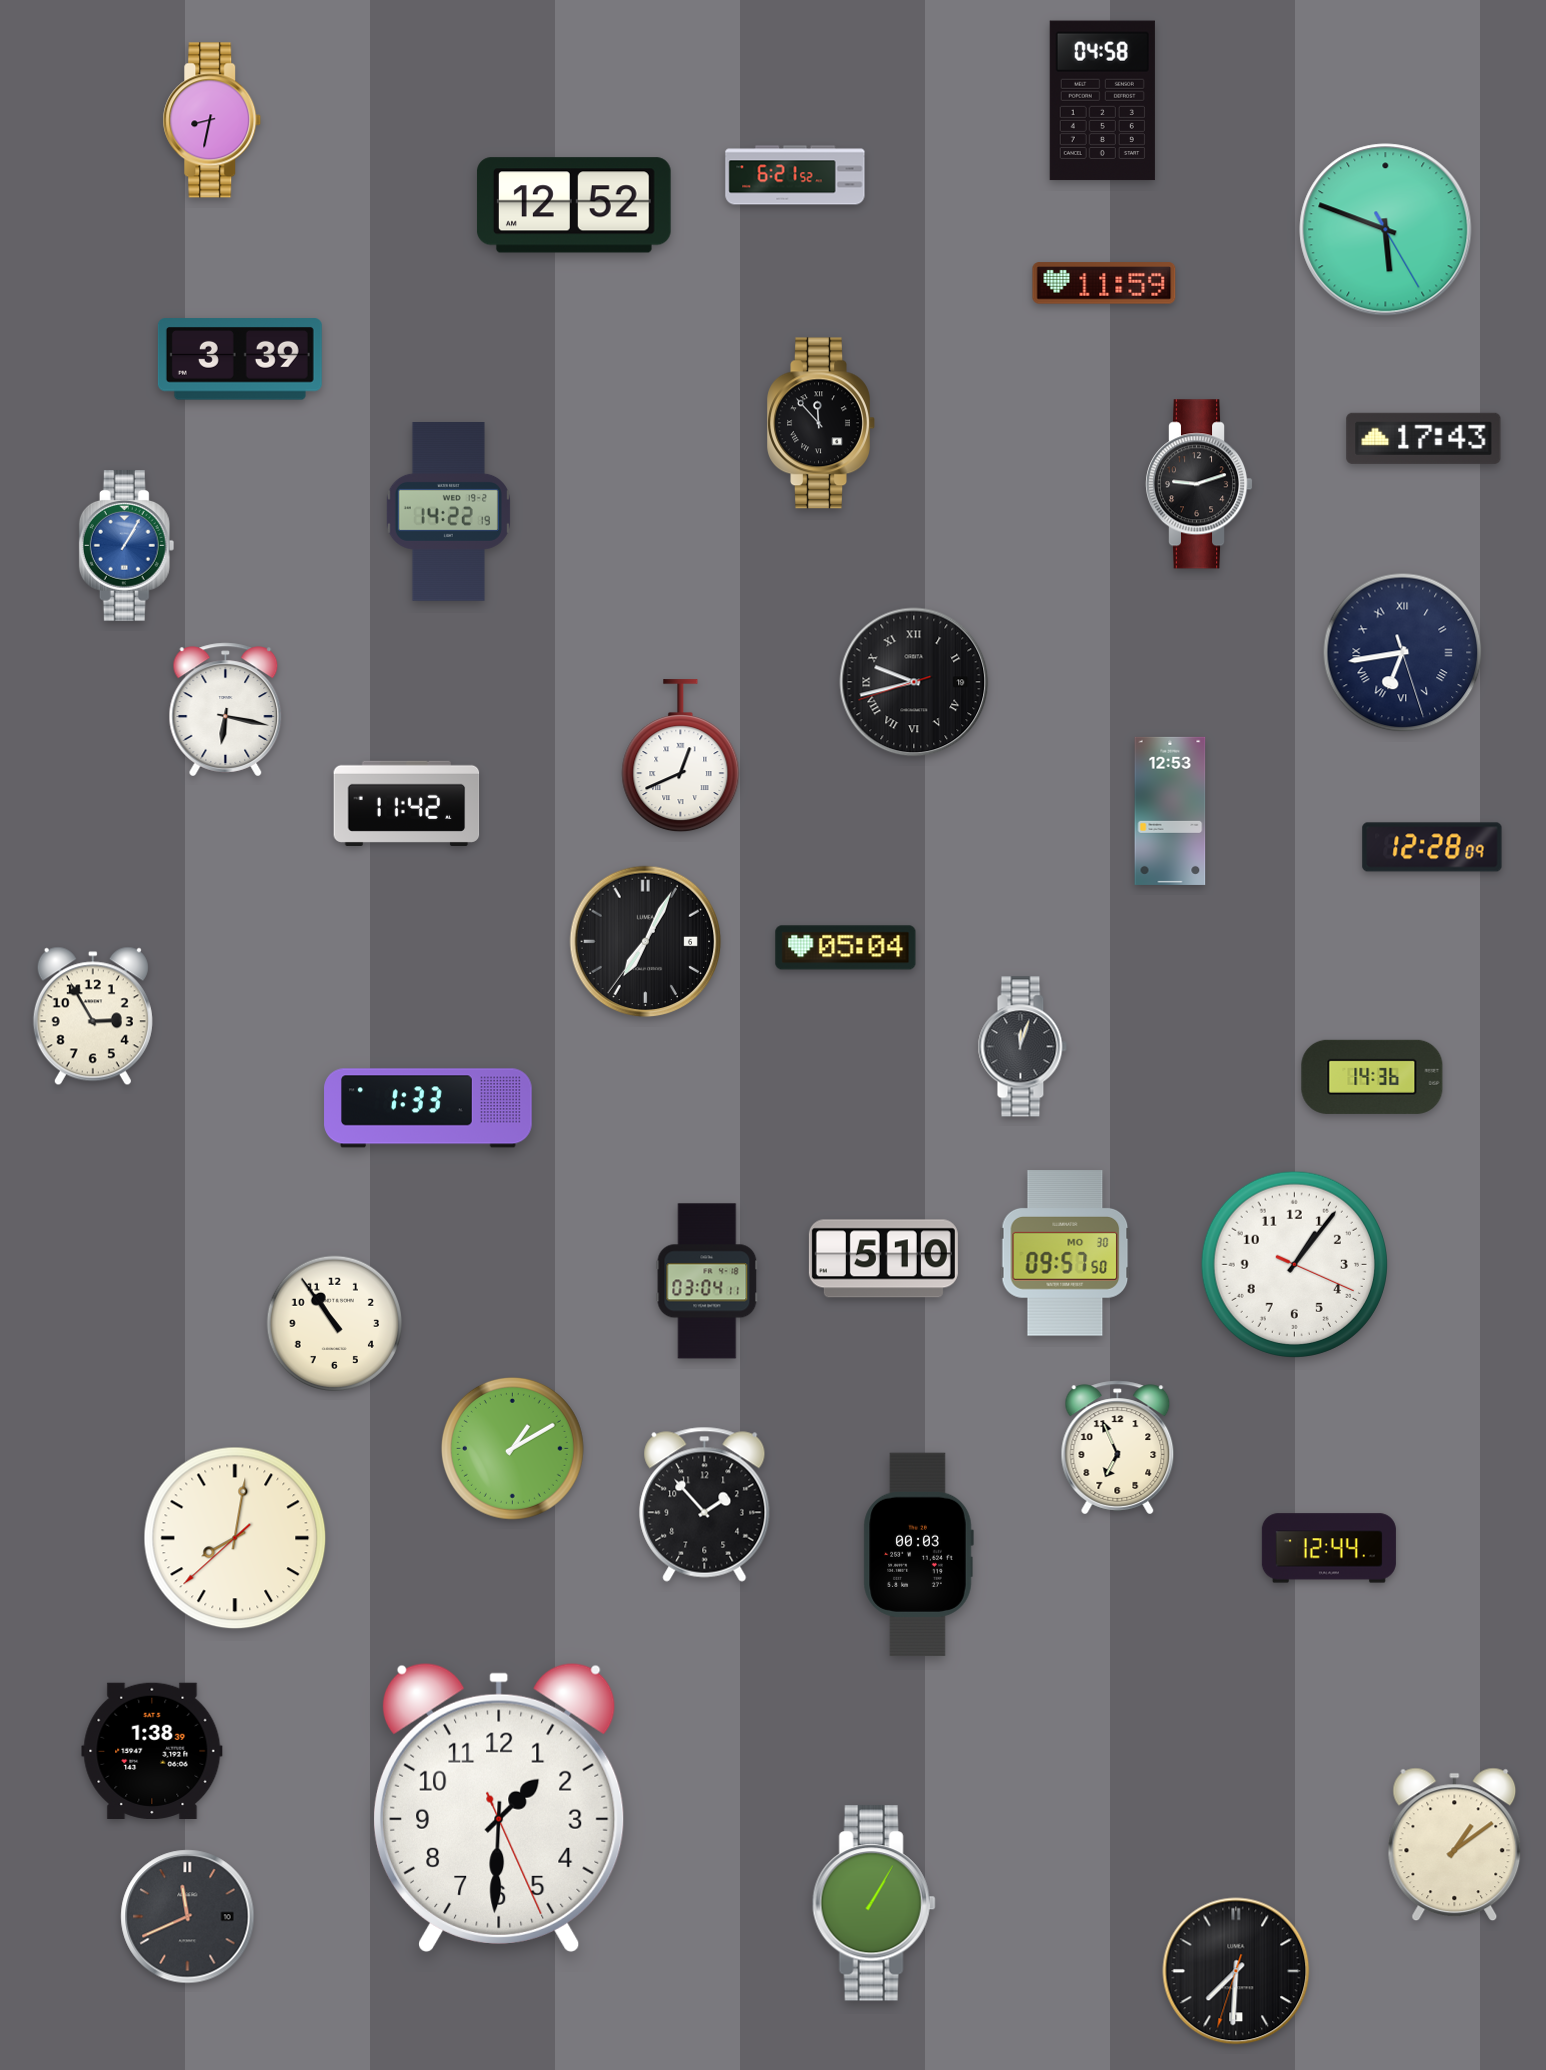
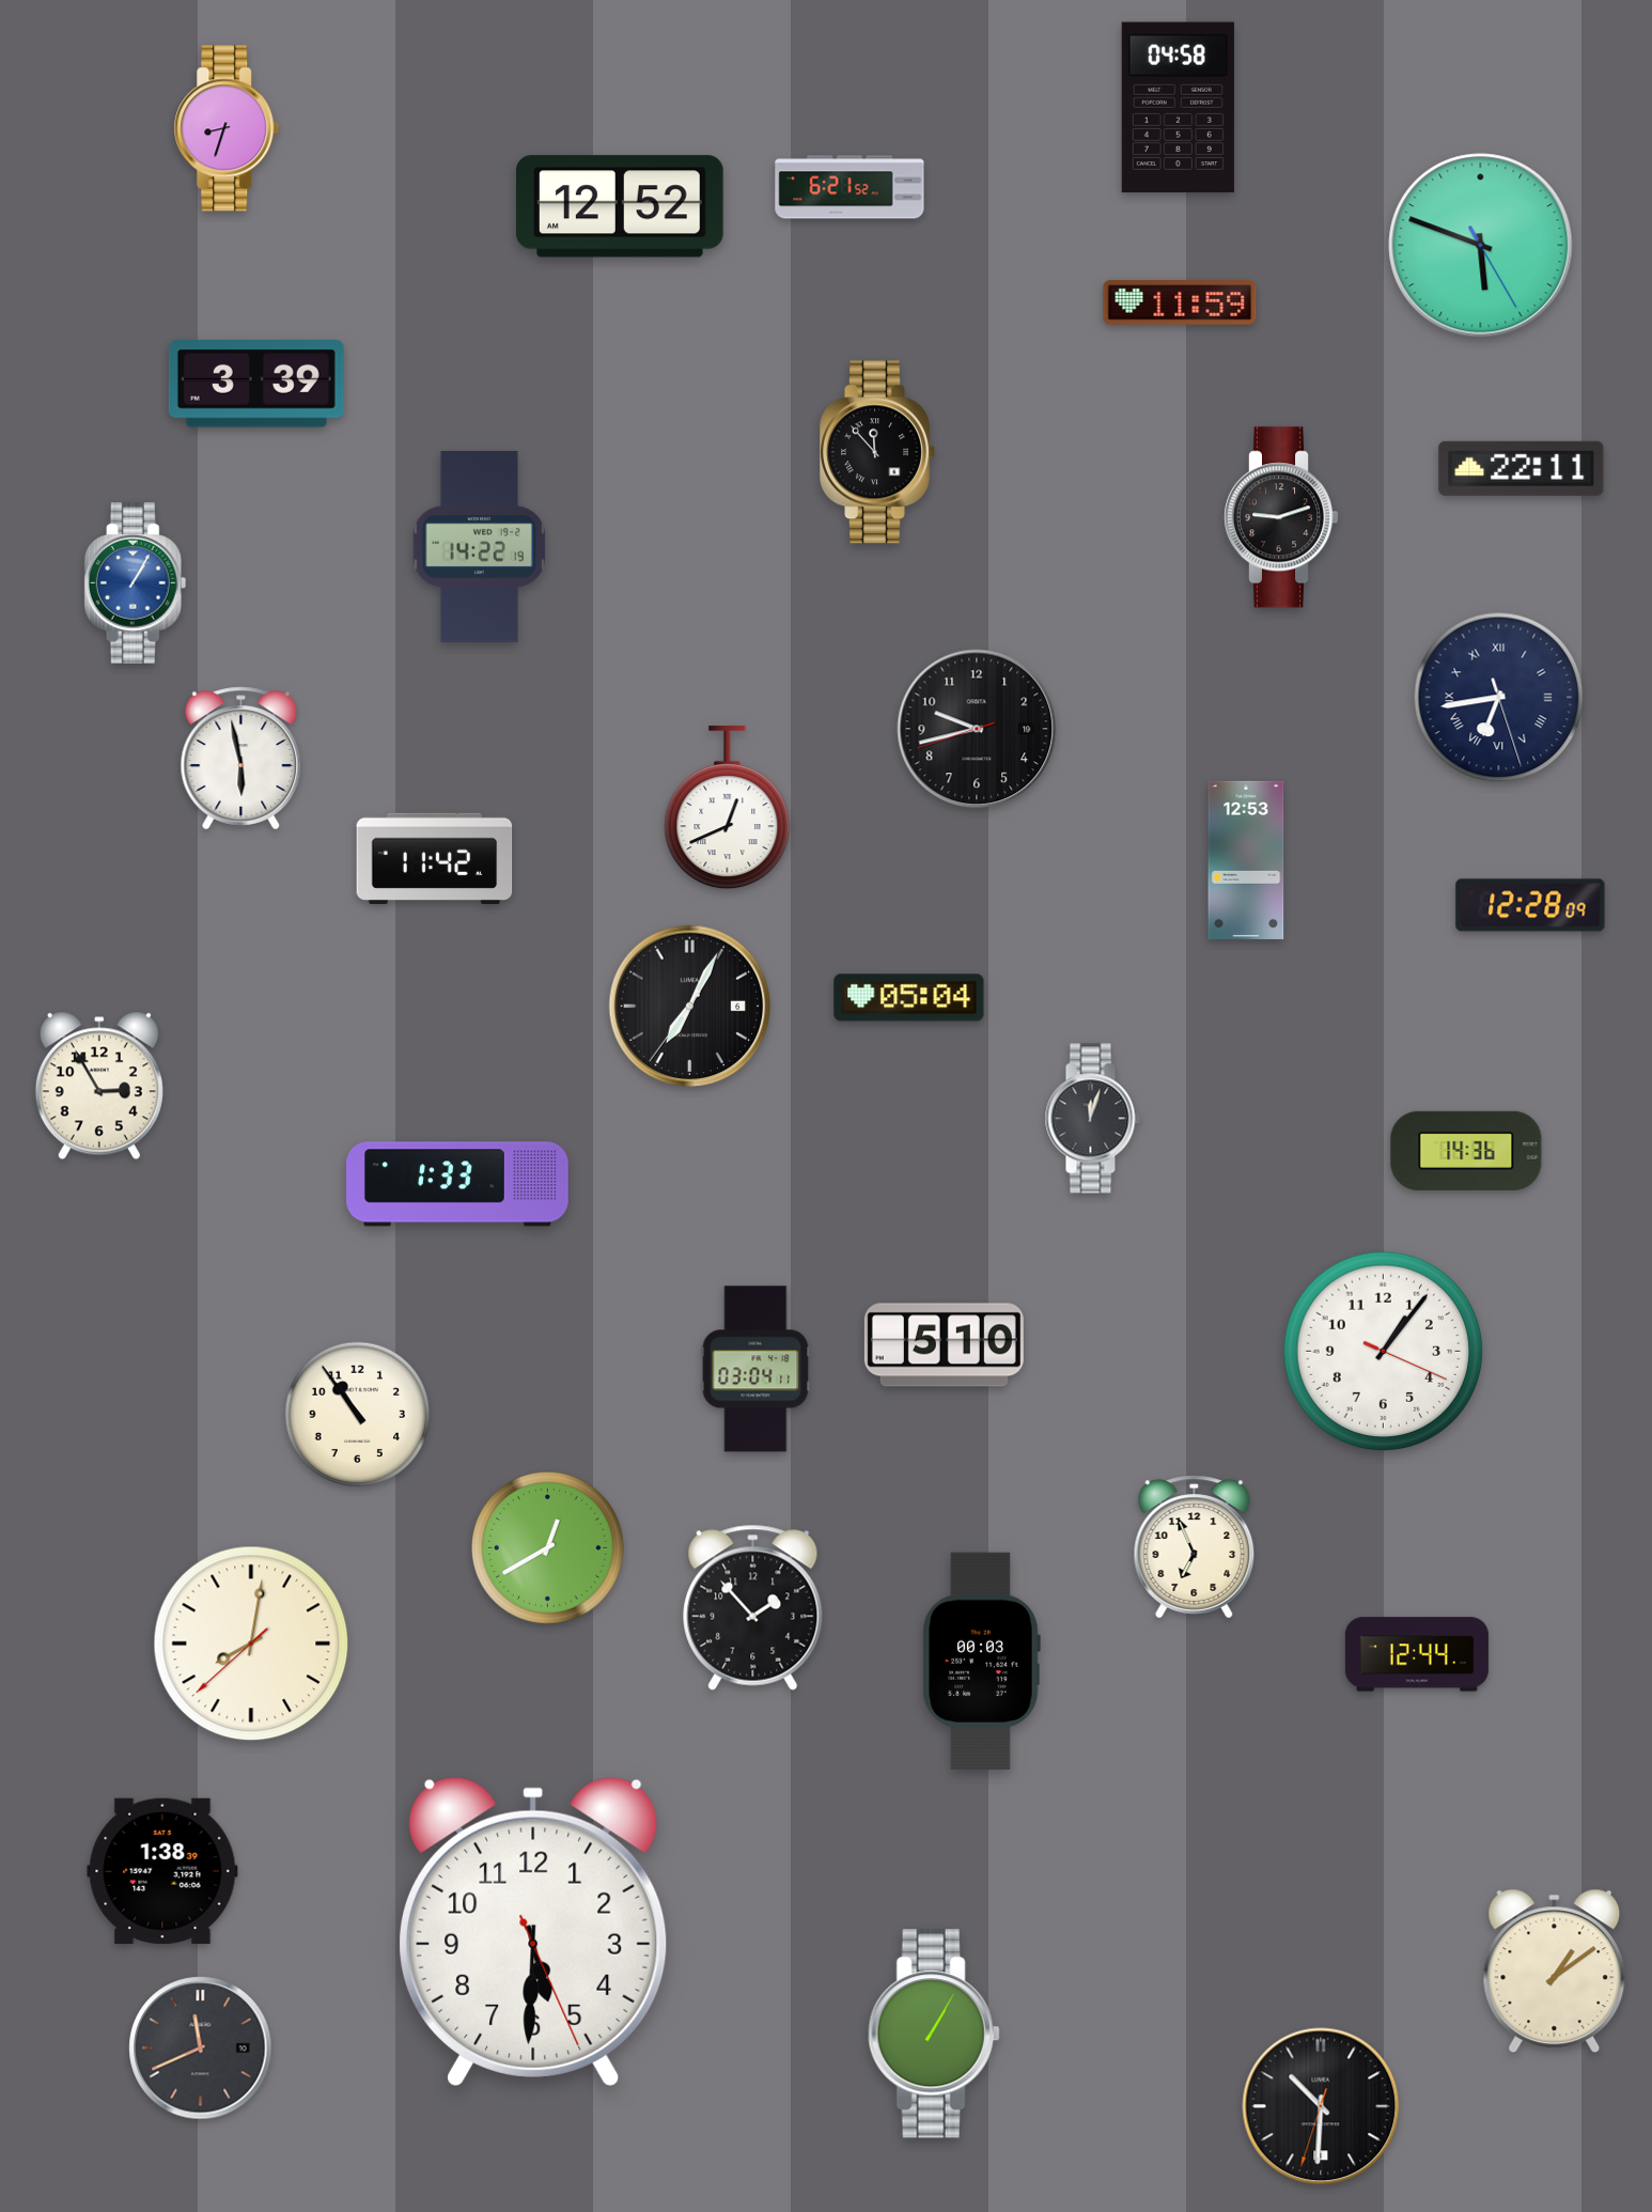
clock at (212, 120): 8:32 -> 8:33
clock at (574, 205) position: (574, 205) -> (620, 206)
clock at (1424, 438): 17:43 -> 22:11
clock at (914, 682) numerals: Roman -> Arabic
clock at (226, 710): 6:17 -> 5:58
clock at (1170, 811) position: (1170, 811) -> (1246, 860)
clock at (846, 948) position: (846, 948) -> (909, 998)
clock at (1065, 1253): 09:57 -> none
clock at (512, 1448): 1:10 -> 12:40
clock at (1329, 1548) position: (1329, 1548) -> (1417, 1654)
clock at (499, 1807): 1:30 -> 5:30
clock at (1236, 1971): 7:30 -> 10:30
